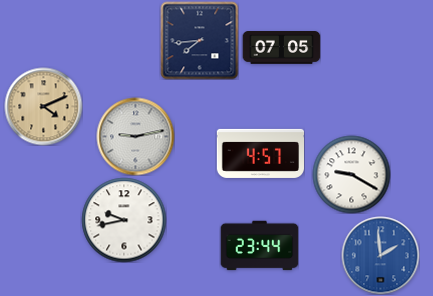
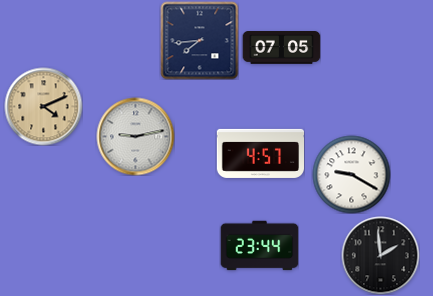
clock at (124, 220): 9:43 -> none
clock at (380, 255) dial: blue -> black
